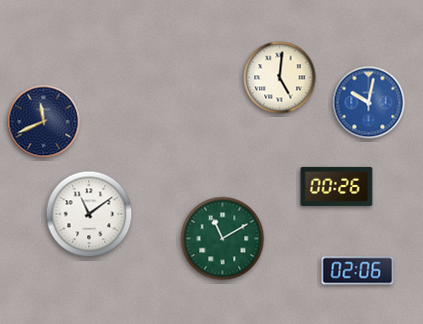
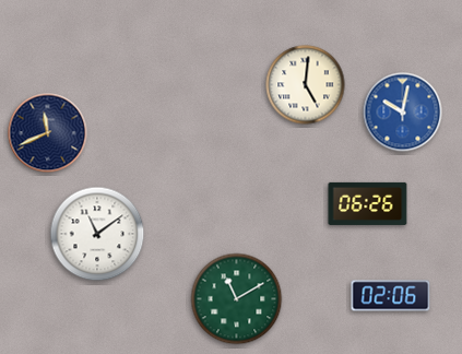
clock at (337, 186): 00:26 -> 06:26
clock at (223, 239) position: (223, 239) -> (237, 299)
